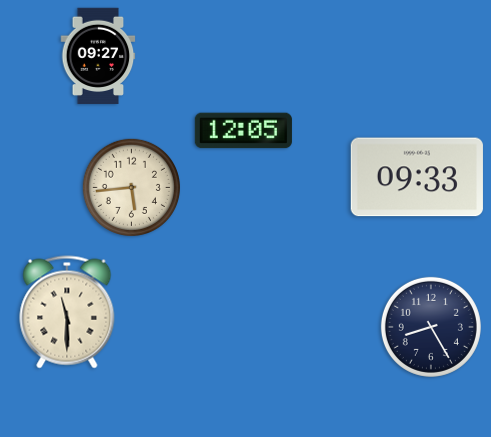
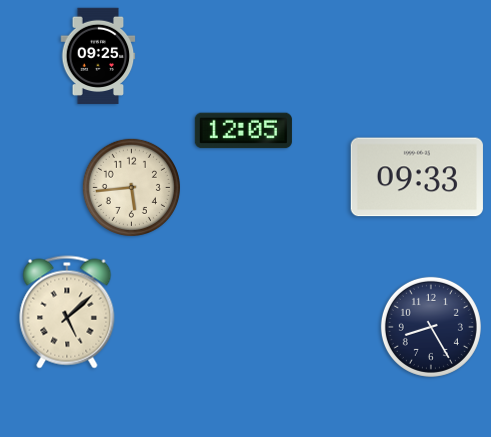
clock at (98, 56): 09:27 -> 09:25
clock at (67, 312): 11:30 -> 5:08
